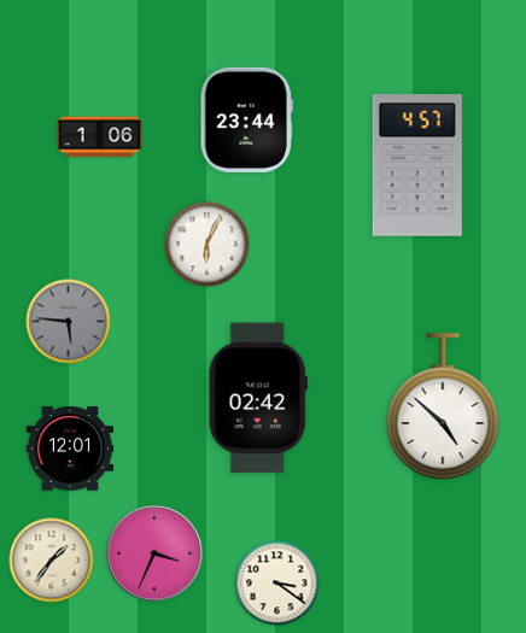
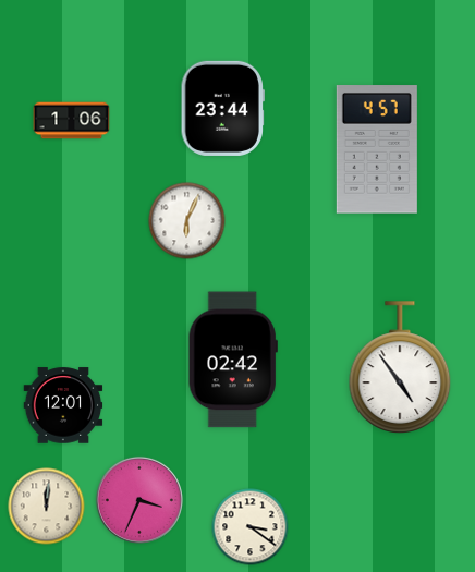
clock at (100, 137) position: (100, 137) -> (72, 121)
clock at (69, 322): 5:46 -> none
clock at (443, 406): 4:52 -> 4:54
clock at (52, 561): 1:36 -> 12:01
